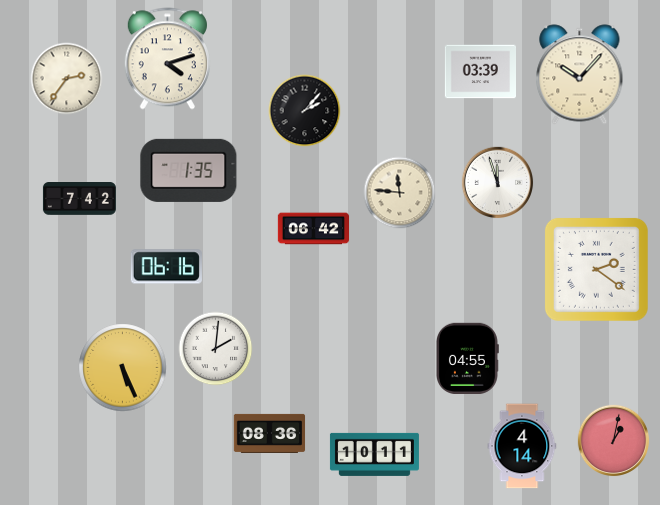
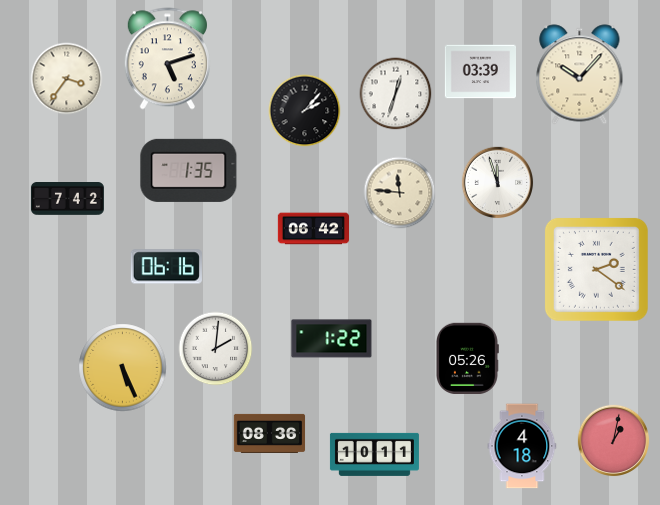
clock at (167, 59): 4:12 -> 5:12
clock at (67, 79): 2:36 -> 3:36
clock at (396, 94): none -> 12:33
clock at (79, 199) position: (79, 199) -> (67, 199)
clock at (332, 339): none -> 1:22
clock at (468, 358): 04:55 -> 05:26
clock at (522, 446): 4:14 -> 4:18
